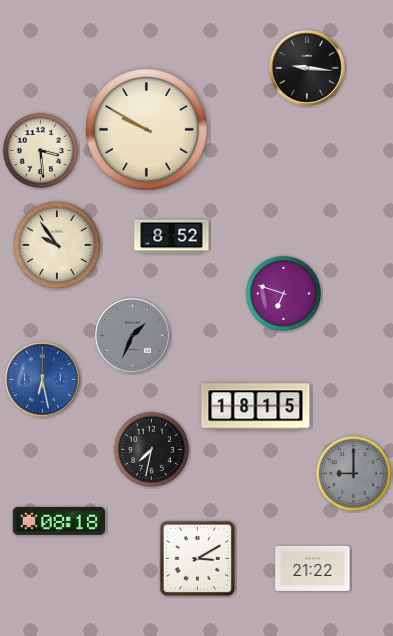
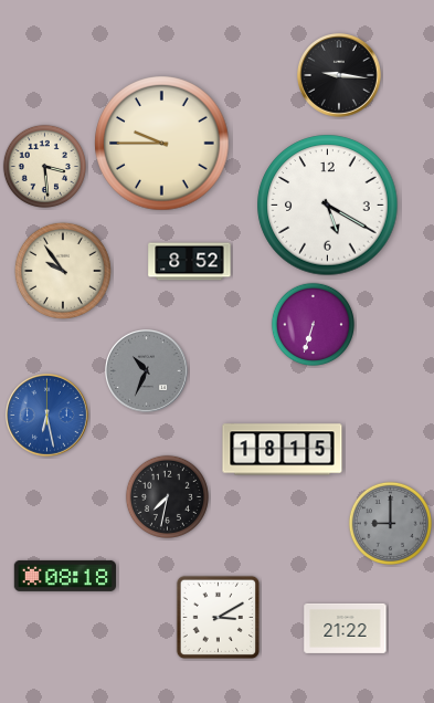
clock at (147, 130): 9:50 -> 9:45
clock at (328, 206): none -> 5:20
clock at (283, 293): 6:48 -> 6:33
clock at (133, 336): 1:34 -> 10:34
clock at (43, 380) position: (43, 380) -> (47, 416)
